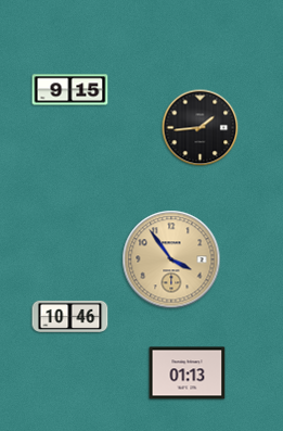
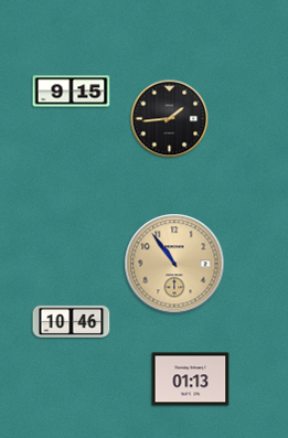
clock at (201, 128) position: (201, 128) -> (170, 119)
clock at (171, 259): 3:54 -> 10:54
